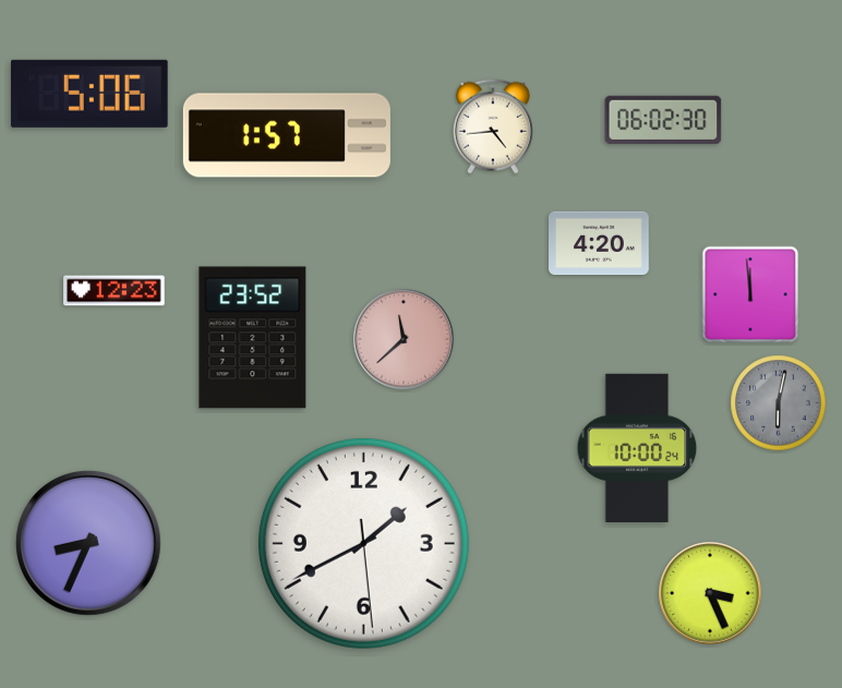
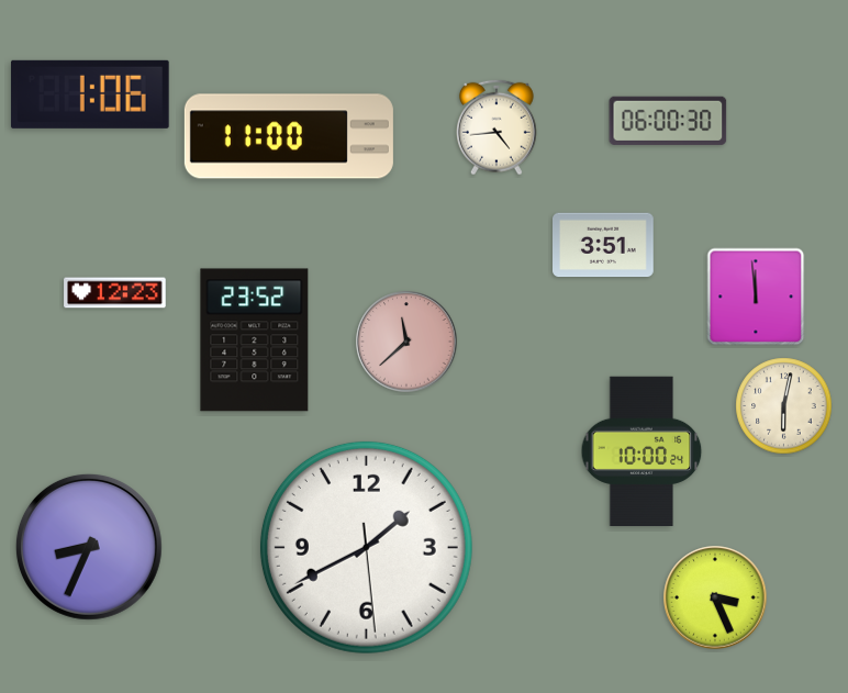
clock at (89, 94): 5:06 -> 1:06
clock at (663, 120): 06:02 -> 06:00
clock at (287, 135): 1:57 -> 11:00
clock at (600, 243): 4:20 -> 3:51
clock at (779, 403) dial: grey -> cream
